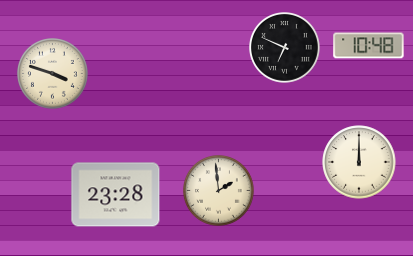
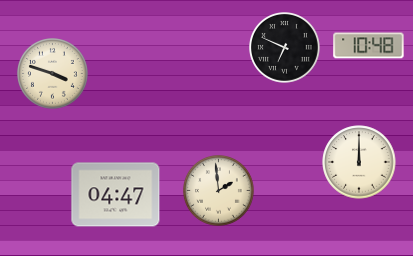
clock at (116, 195): 23:28 -> 04:47
